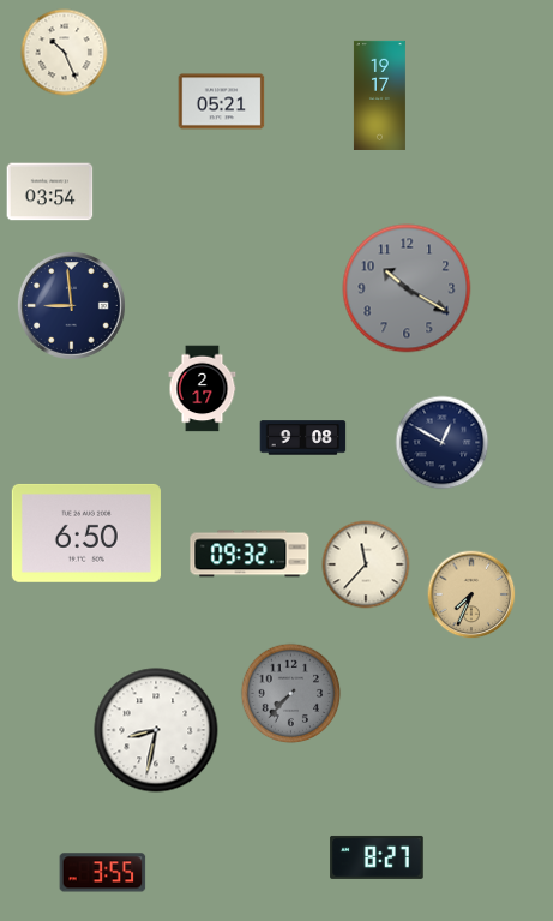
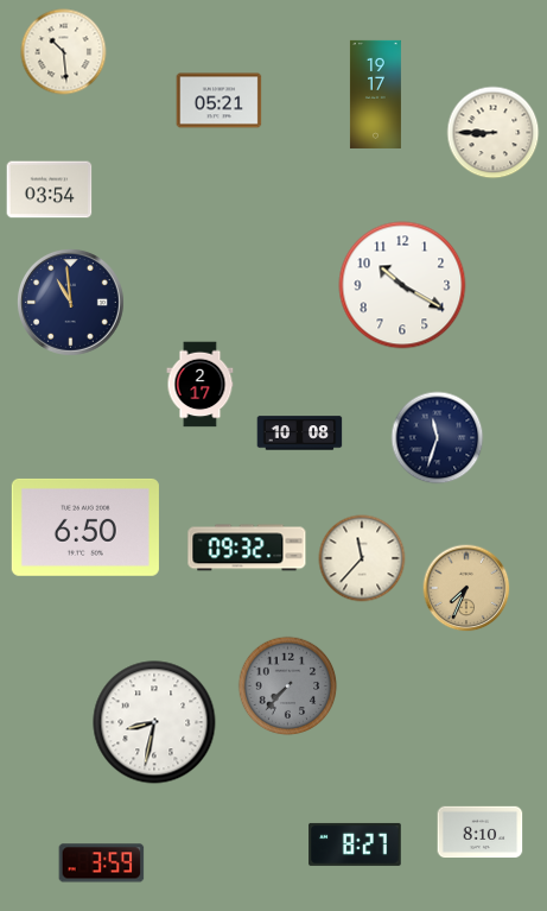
clock at (65, 53): 10:26 -> 10:29
clock at (494, 133): none -> 8:45
clock at (407, 288) dial: grey -> white
clock at (71, 305): 8:59 -> 10:59
clock at (303, 438): 9:08 -> 10:08
clock at (443, 443): 12:50 -> 11:33
clock at (481, 833): none -> 8:10
clock at (377, 857) position: (377, 857) -> (355, 844)
clock at (103, 873): 3:55 -> 3:59
